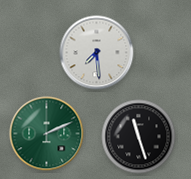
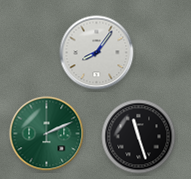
clock at (97, 53): 7:29 -> 8:06
